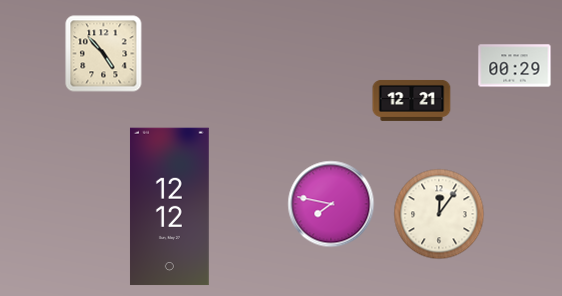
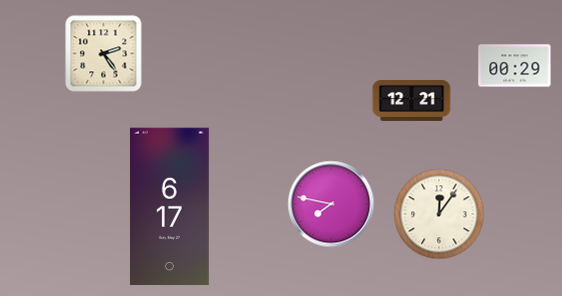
clock at (104, 54): 4:53 -> 2:24
clock at (169, 207): 12:12 -> 6:17
